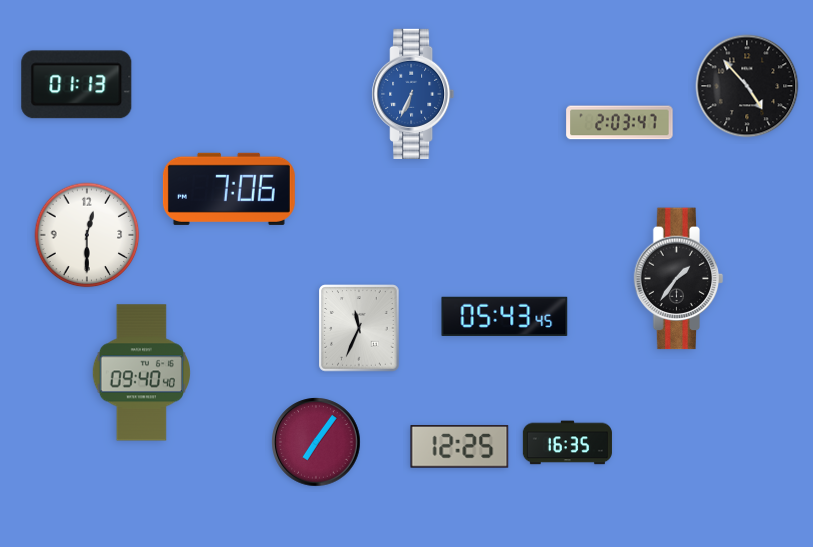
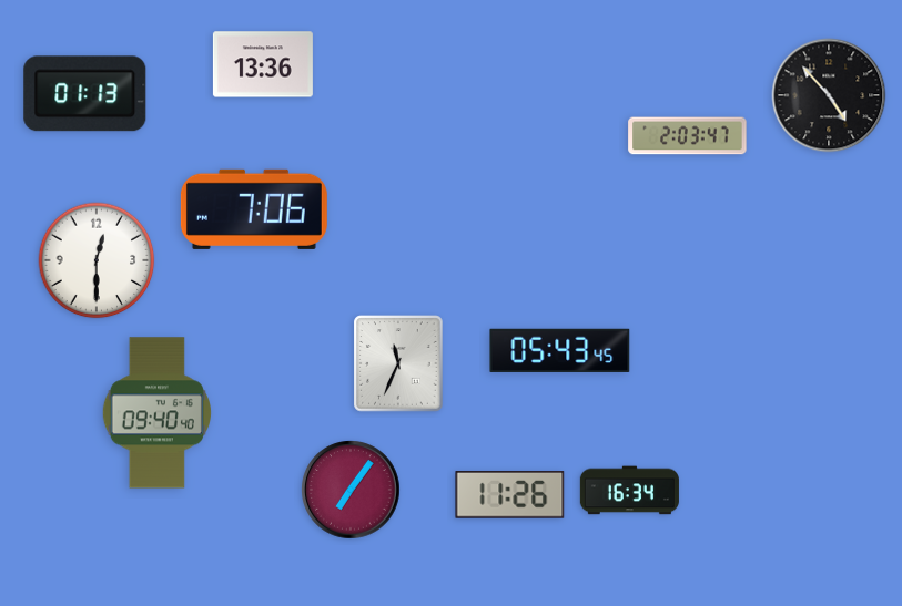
clock at (263, 64): none -> 13:36
clock at (413, 94): 6:34 -> none
clock at (679, 279): 1:36 -> none
clock at (567, 443): 16:35 -> 16:34
clock at (460, 447): 12:25 -> 11:26
